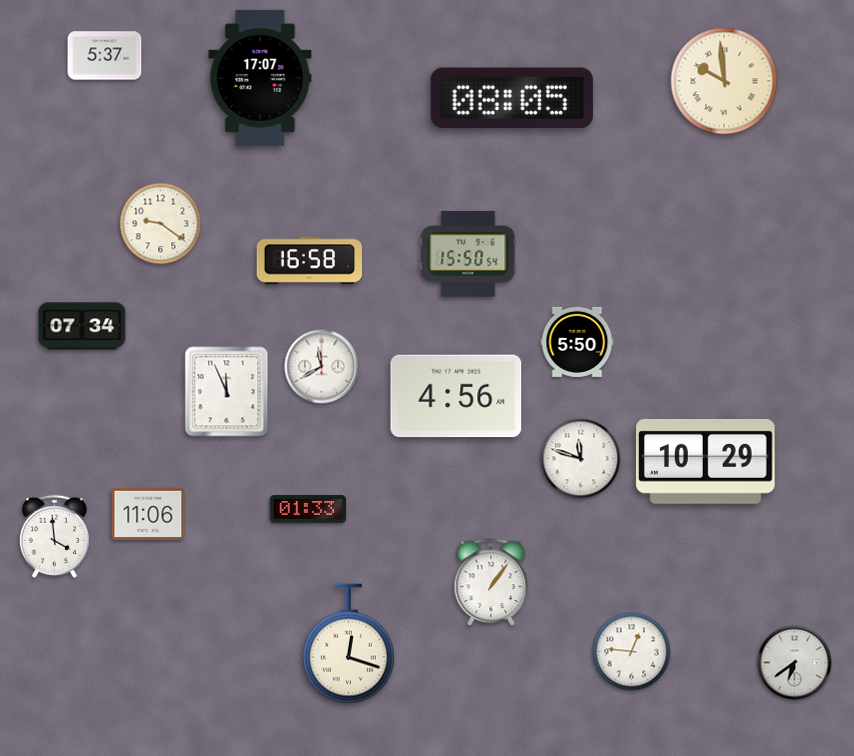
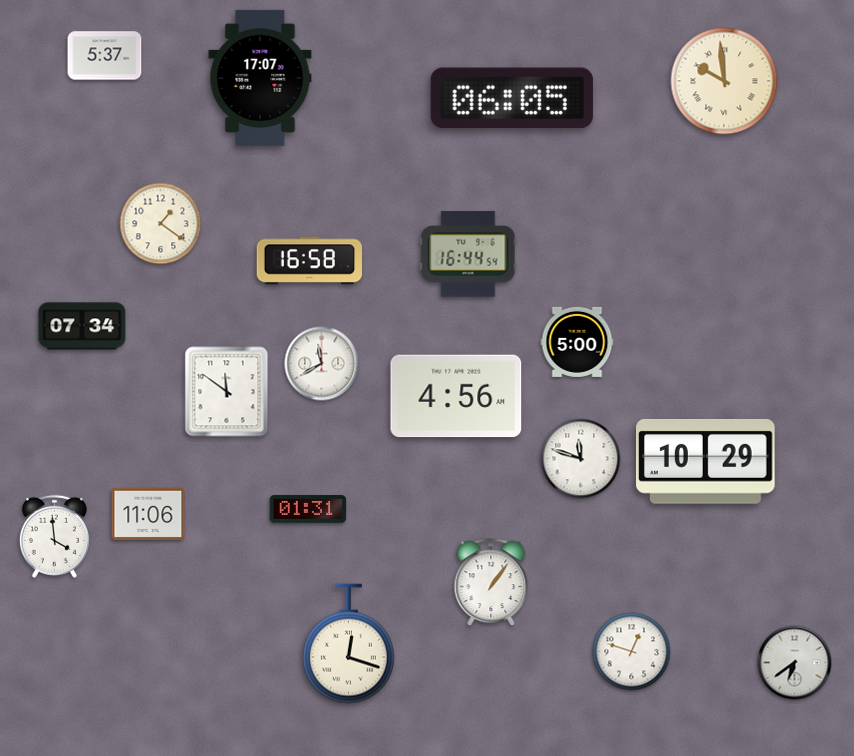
clock at (512, 98): 08:05 -> 06:05
clock at (161, 224): 9:21 -> 1:21
clock at (468, 254): 15:50 -> 16:44
clock at (577, 342): 5:50 -> 5:00
clock at (322, 367) position: (322, 367) -> (322, 364)
clock at (227, 392): 11:56 -> 11:51
clock at (308, 509): 01:33 -> 01:31
clock at (632, 652): 12:46 -> 12:48
